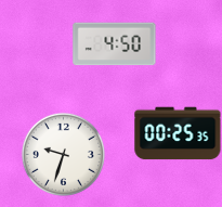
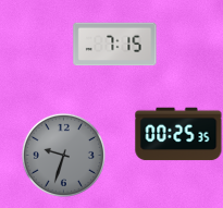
clock at (115, 44): 4:50 -> 7:15
clock at (63, 154) dial: white -> grey
